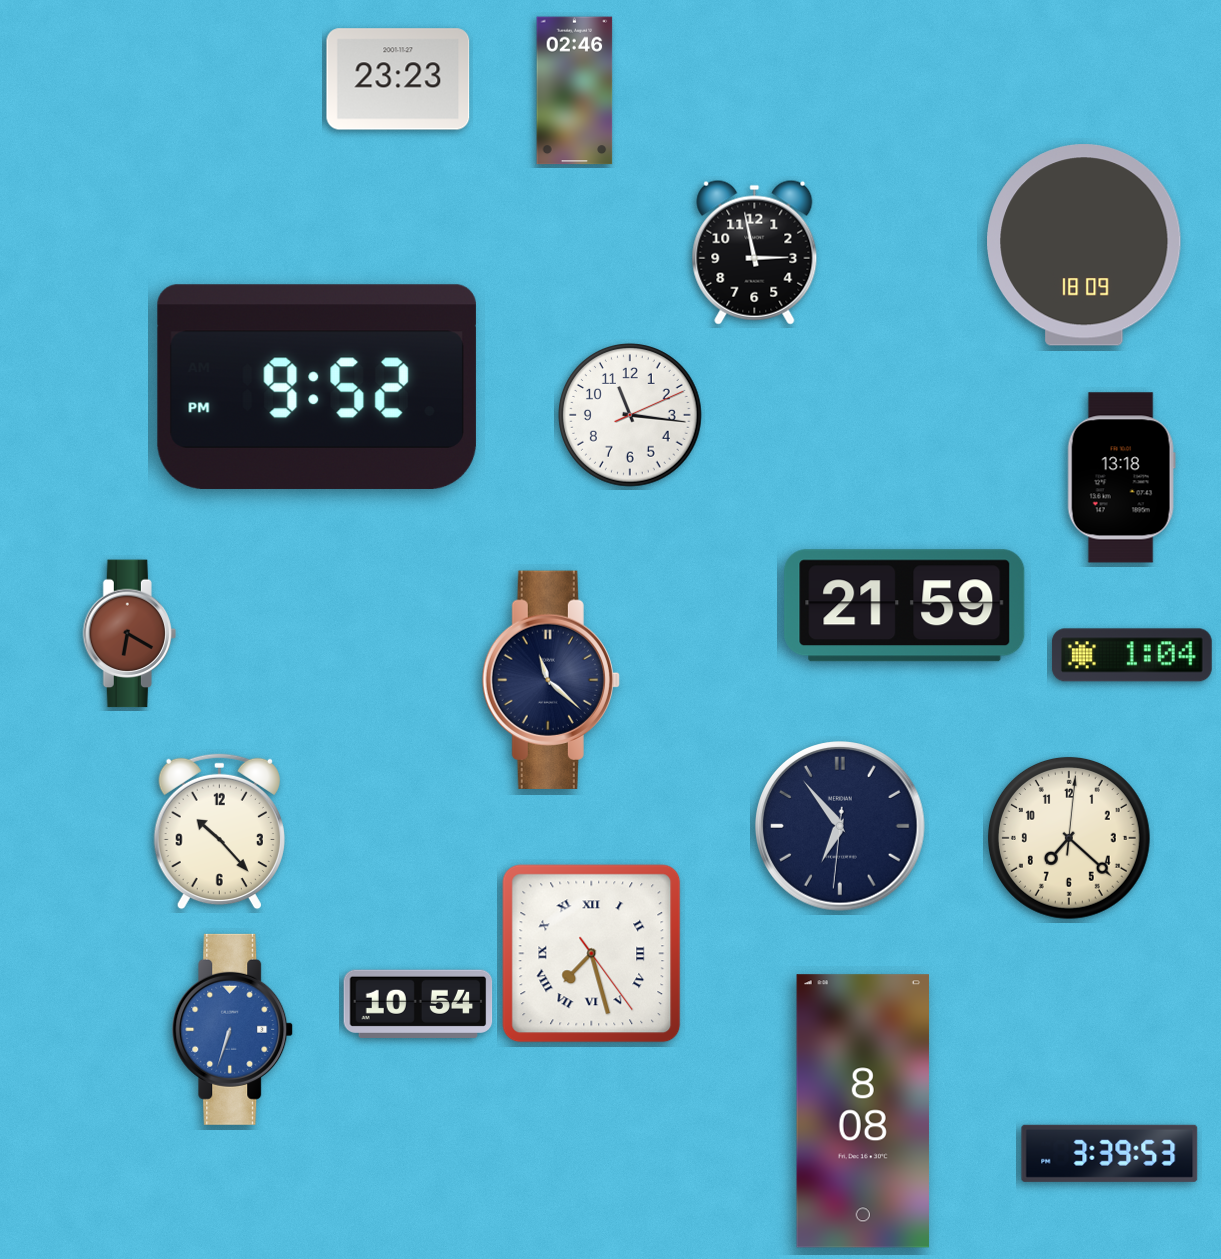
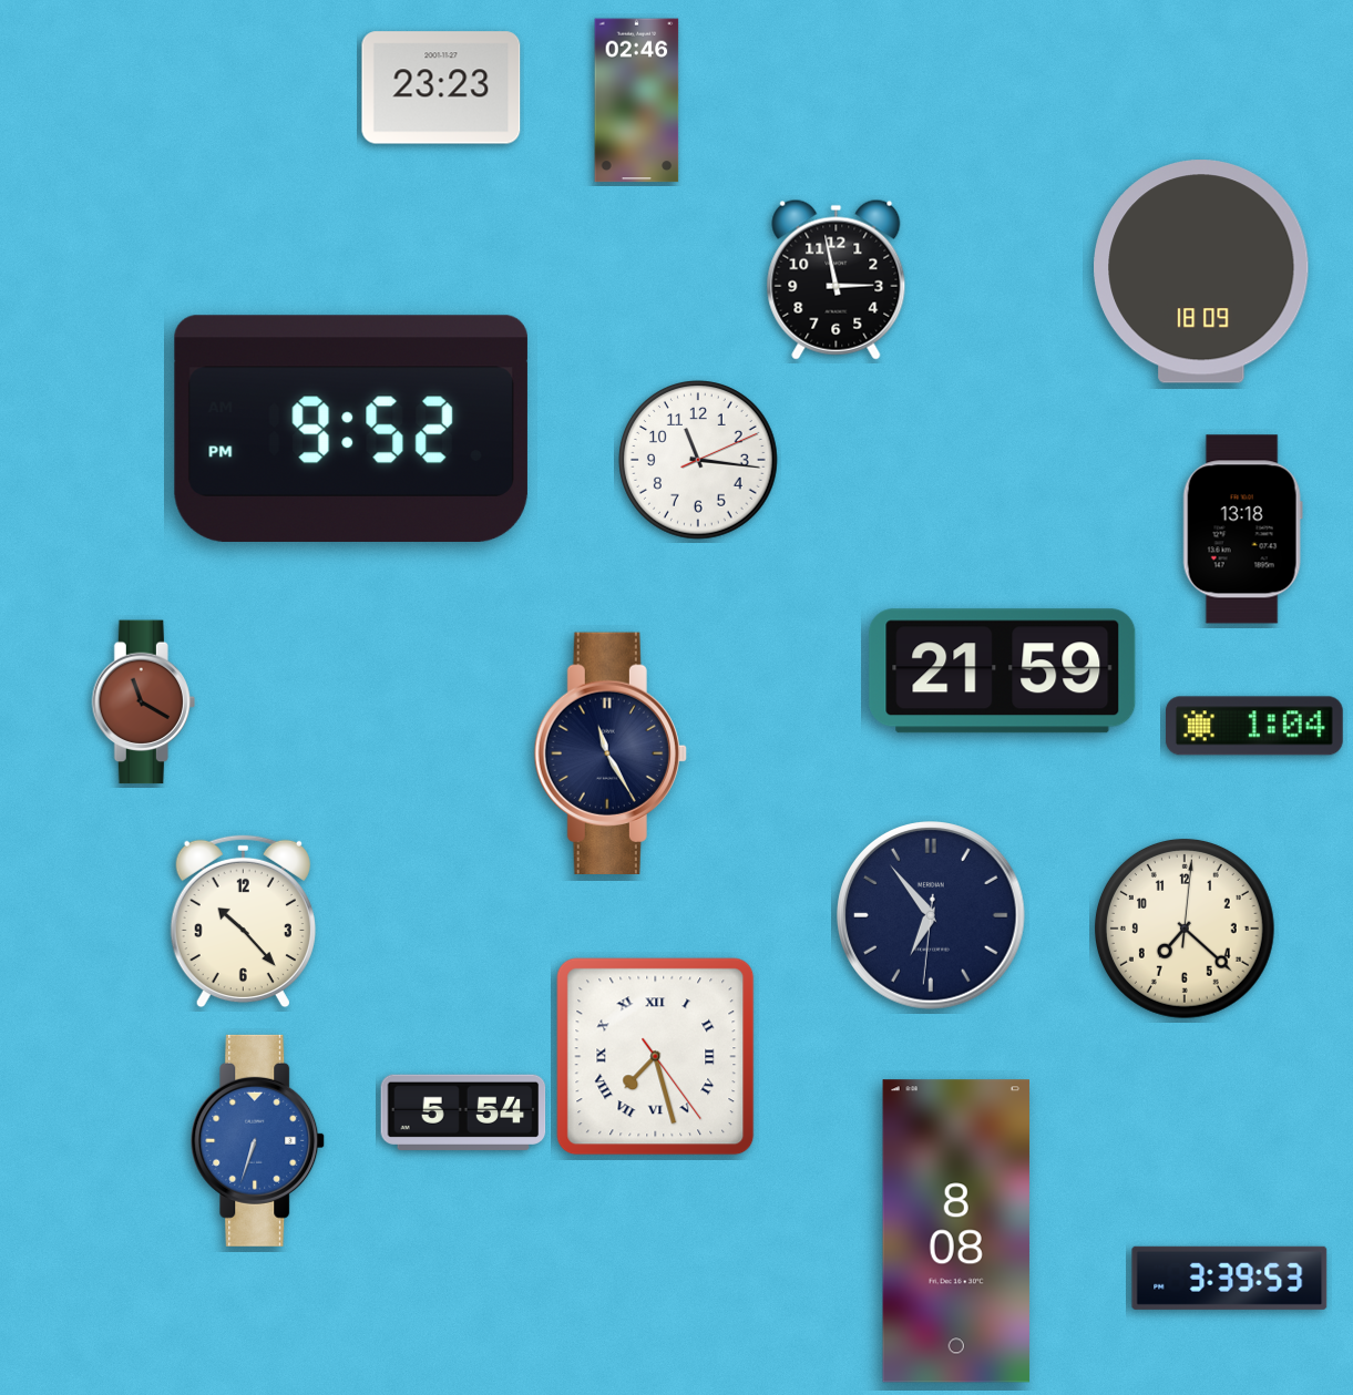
clock at (129, 634): 6:20 -> 11:20
clock at (551, 680): 11:22 -> 11:25
clock at (418, 1004): 10:54 -> 5:54
